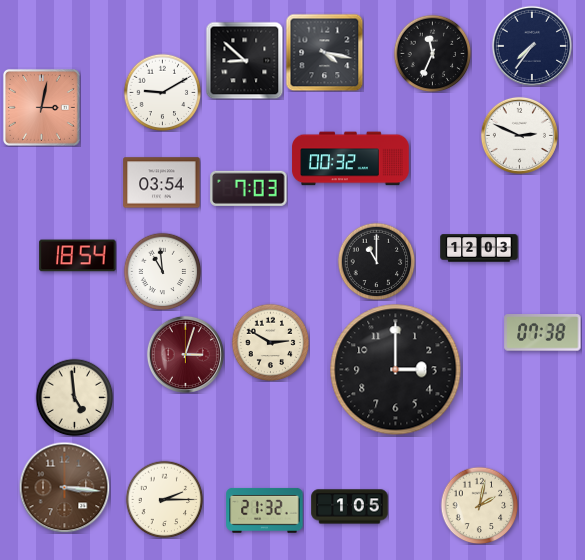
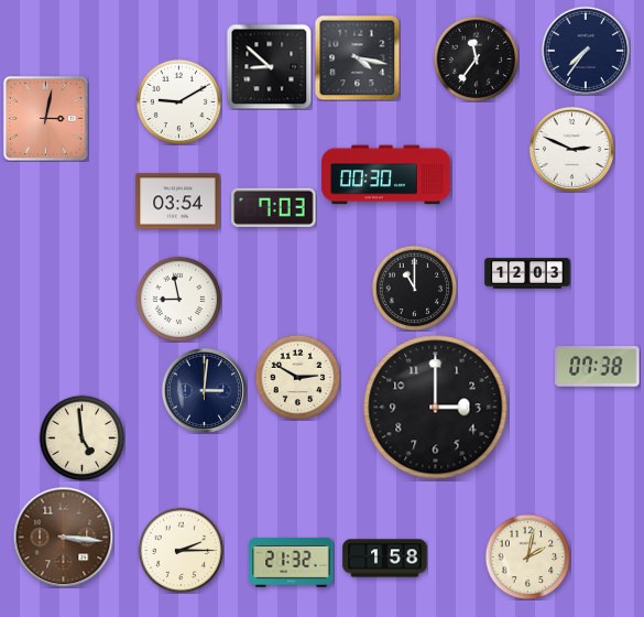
clock at (432, 53): 11:34 -> 11:36
clock at (351, 159): 00:32 -> 00:30
clock at (78, 256): 18:54 -> none
clock at (162, 271): 10:59 -> 8:58
clock at (185, 354): 3:03 -> 3:01
clock at (185, 354) dial: burgundy -> navy
clock at (64, 487) position: (64, 487) -> (63, 537)
clock at (350, 507): 1:05 -> 1:58
